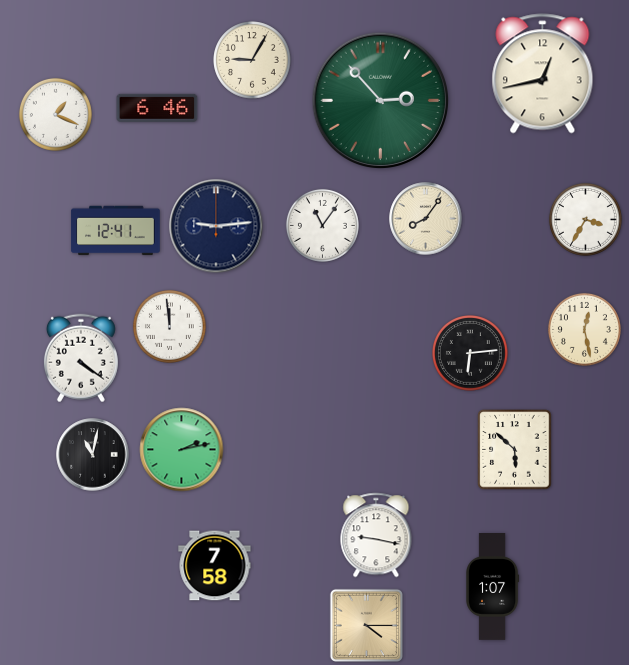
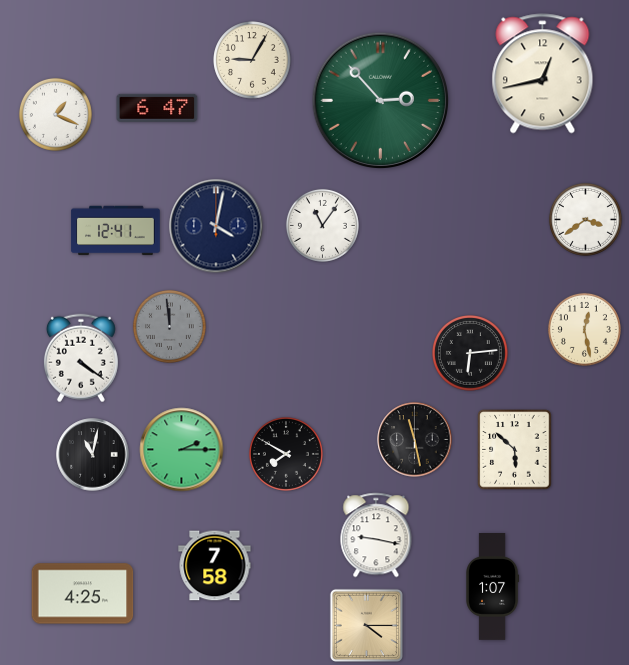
clock at (157, 108): 6:46 -> 6:47
clock at (426, 219): 8:06 -> none
clock at (585, 219): 3:35 -> 3:39
clock at (216, 226): 9:14 -> 4:02
clock at (169, 326) dial: white -> grey
clock at (415, 440): none -> 11:28
clock at (182, 450): 2:13 -> 2:15
clock at (286, 454): none -> 7:50
clock at (83, 594): none -> 4:25
